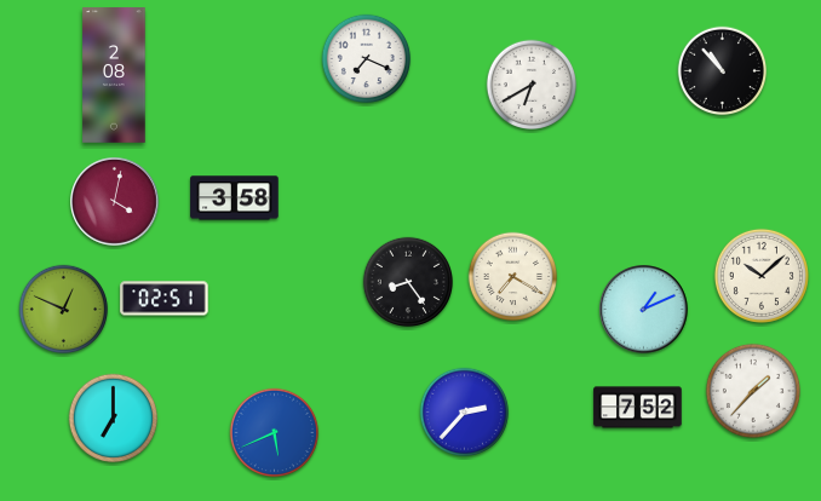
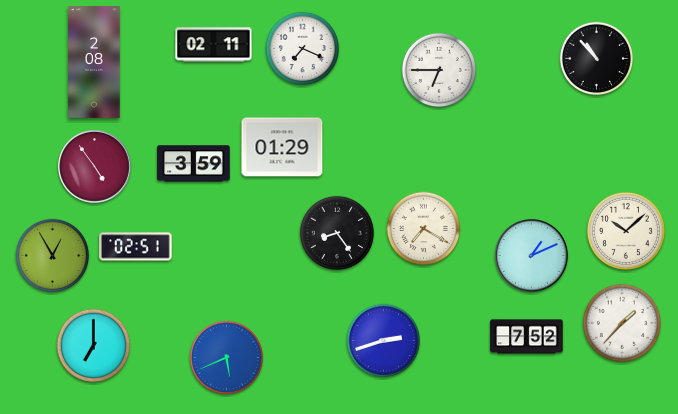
clock at (214, 45): none -> 02:11
clock at (530, 83): 6:40 -> 6:45
clock at (282, 147): none -> 01:29
clock at (235, 198): 3:58 -> 3:59
clock at (115, 202): 4:02 -> 4:54
clock at (762, 276) position: (762, 276) -> (626, 231)
clock at (64, 310): 12:49 -> 12:55
clock at (465, 413): 2:37 -> 2:42
